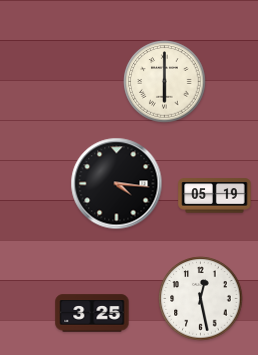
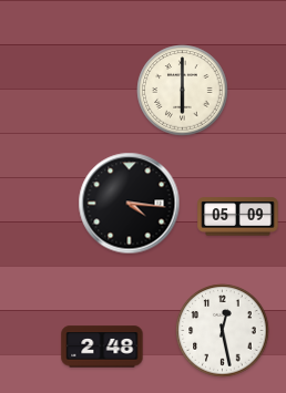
clock at (215, 196): 05:19 -> 05:09
clock at (92, 313): 3:25 -> 2:48
